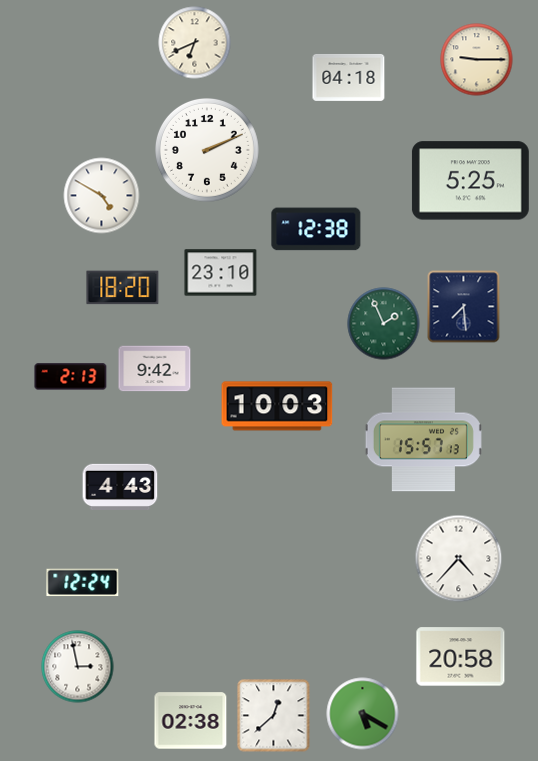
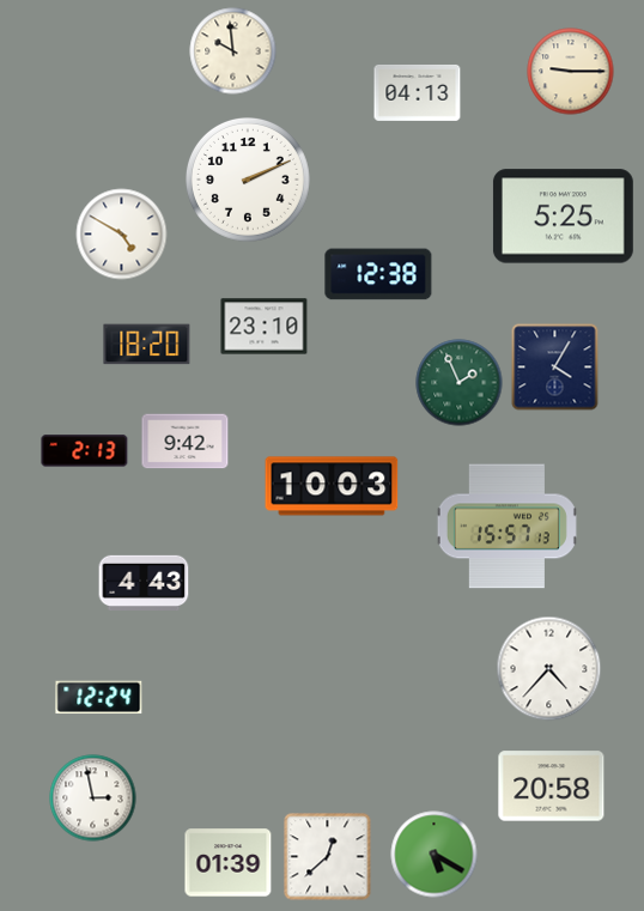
clock at (195, 43): 6:41 -> 9:59
clock at (349, 77): 04:18 -> 04:13
clock at (464, 307): 7:29 -> 4:05
clock at (384, 324) position: (384, 324) -> (460, 383)
clock at (191, 721): 02:38 -> 01:39
